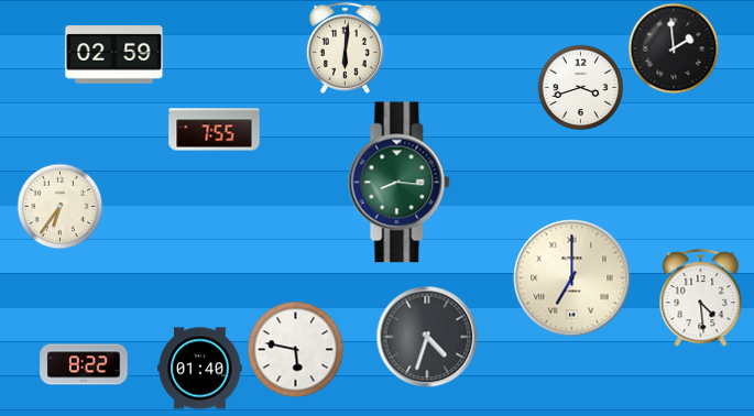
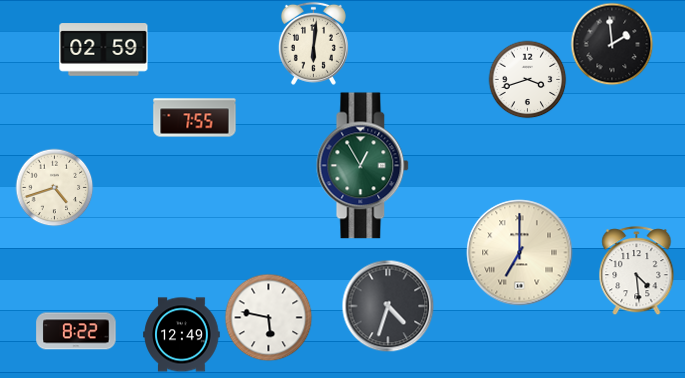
clock at (400, 183): 8:16 -> 12:55
clock at (59, 206): 6:36 -> 4:42
clock at (200, 369): 01:40 -> 12:49
